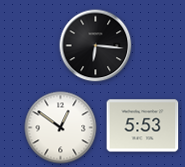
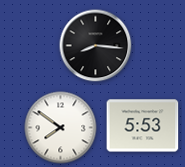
clock at (96, 46): 6:16 -> 8:16
clock at (61, 128): 12:51 -> 7:51
